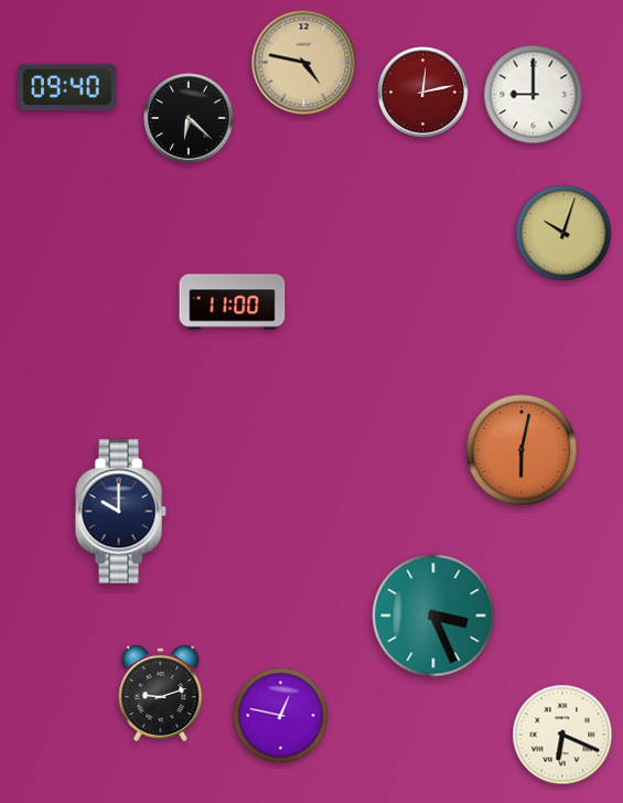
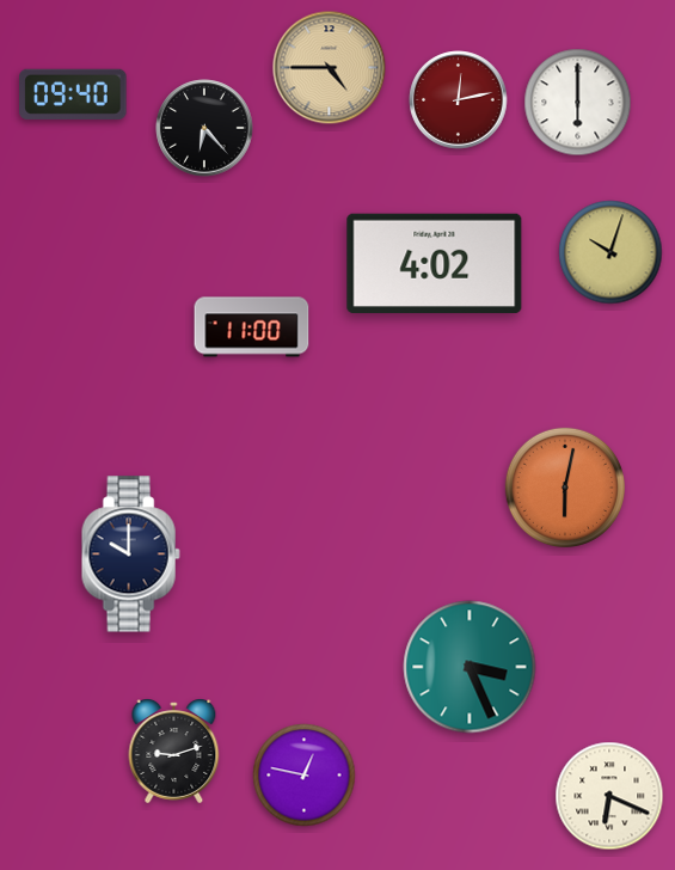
clock at (304, 63): 4:47 -> 4:45
clock at (534, 95): 9:00 -> 6:00
clock at (189, 118): 6:22 -> 6:23
clock at (435, 263): none -> 4:02
